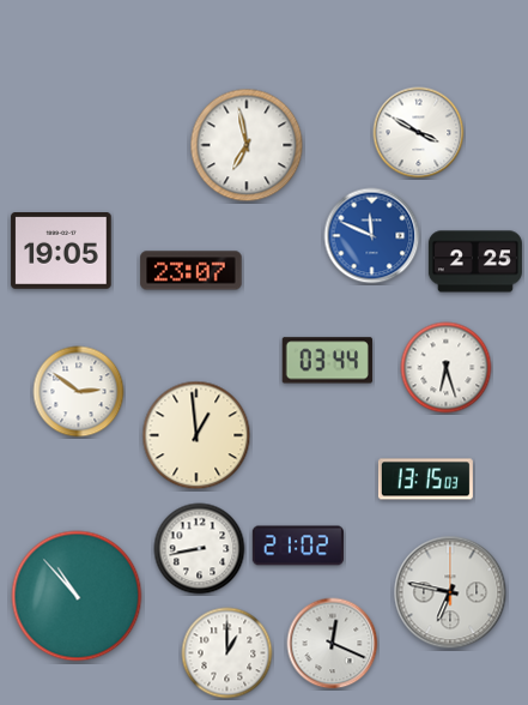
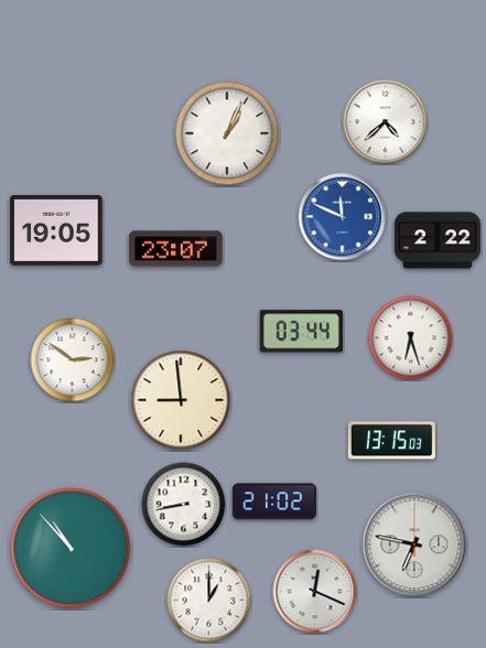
clock at (419, 133): 3:50 -> 4:38
clock at (247, 145): 6:58 -> 1:04
clock at (475, 261): 2:25 -> 2:22
clock at (196, 435): 12:59 -> 8:59
clock at (333, 644) position: (333, 644) -> (315, 592)
